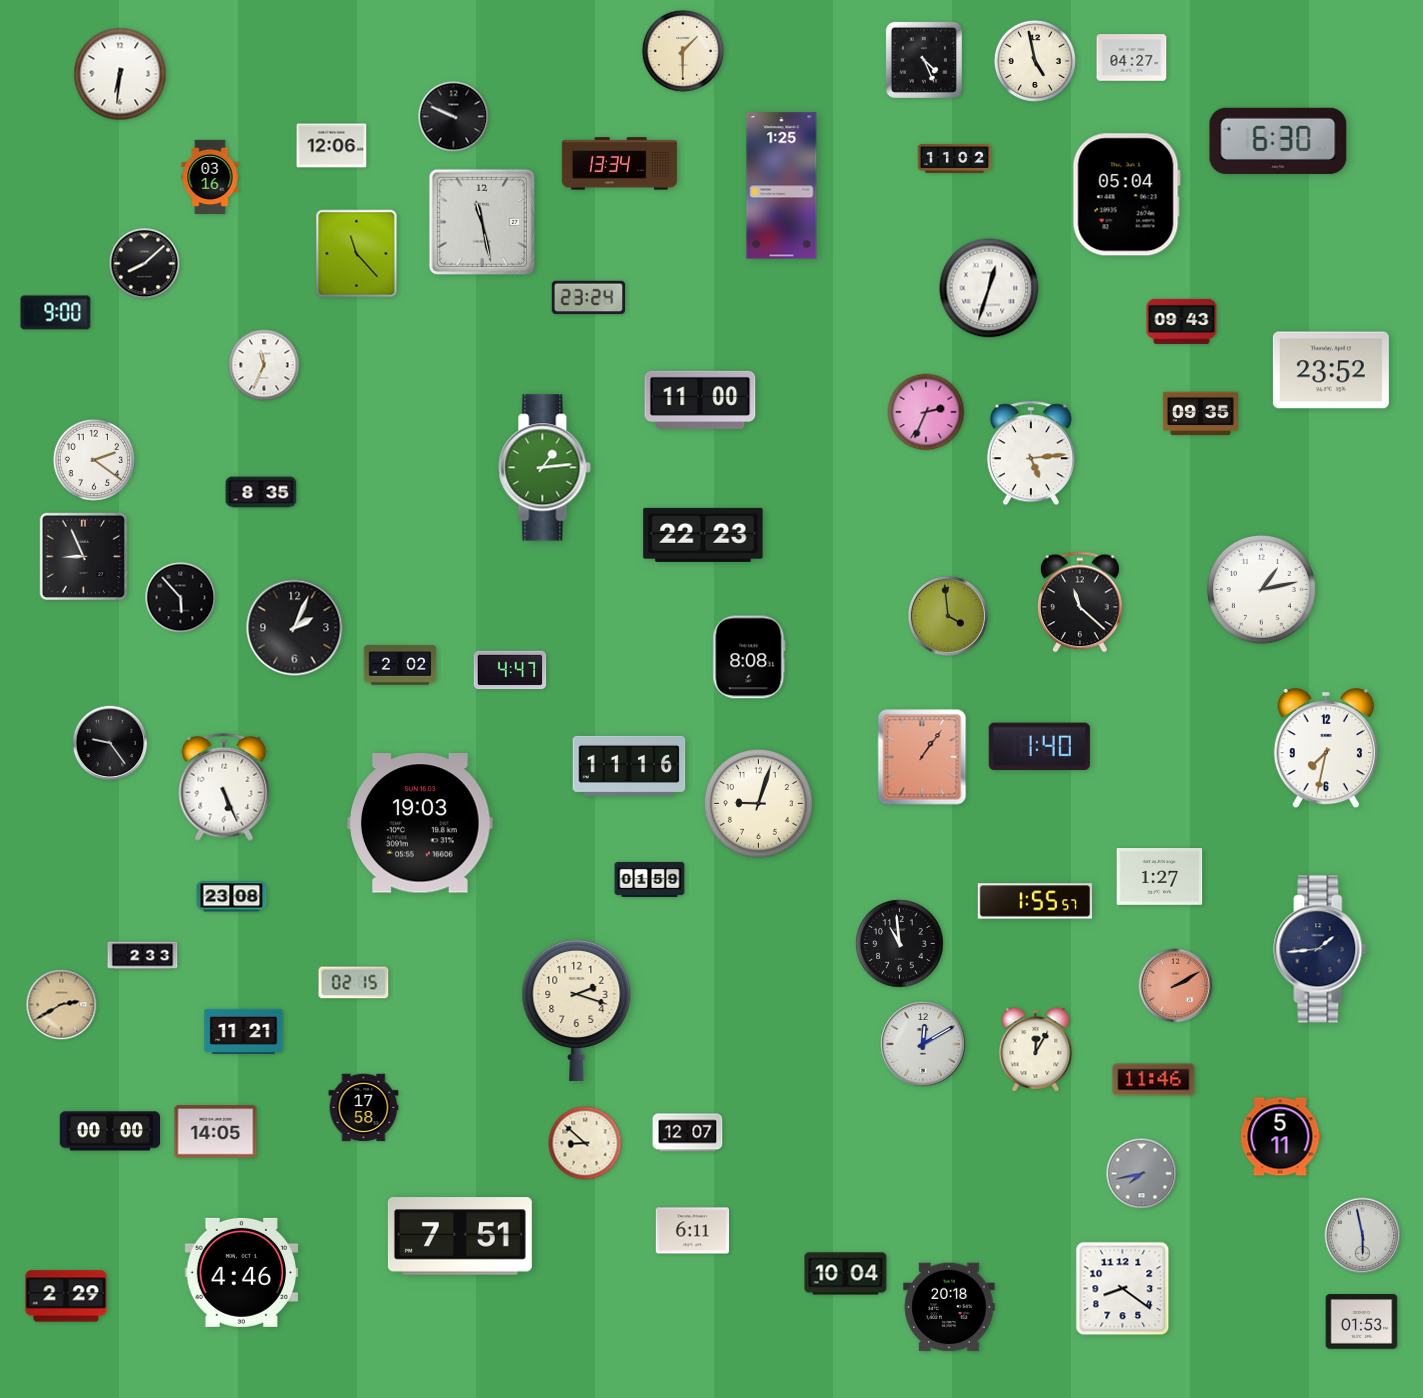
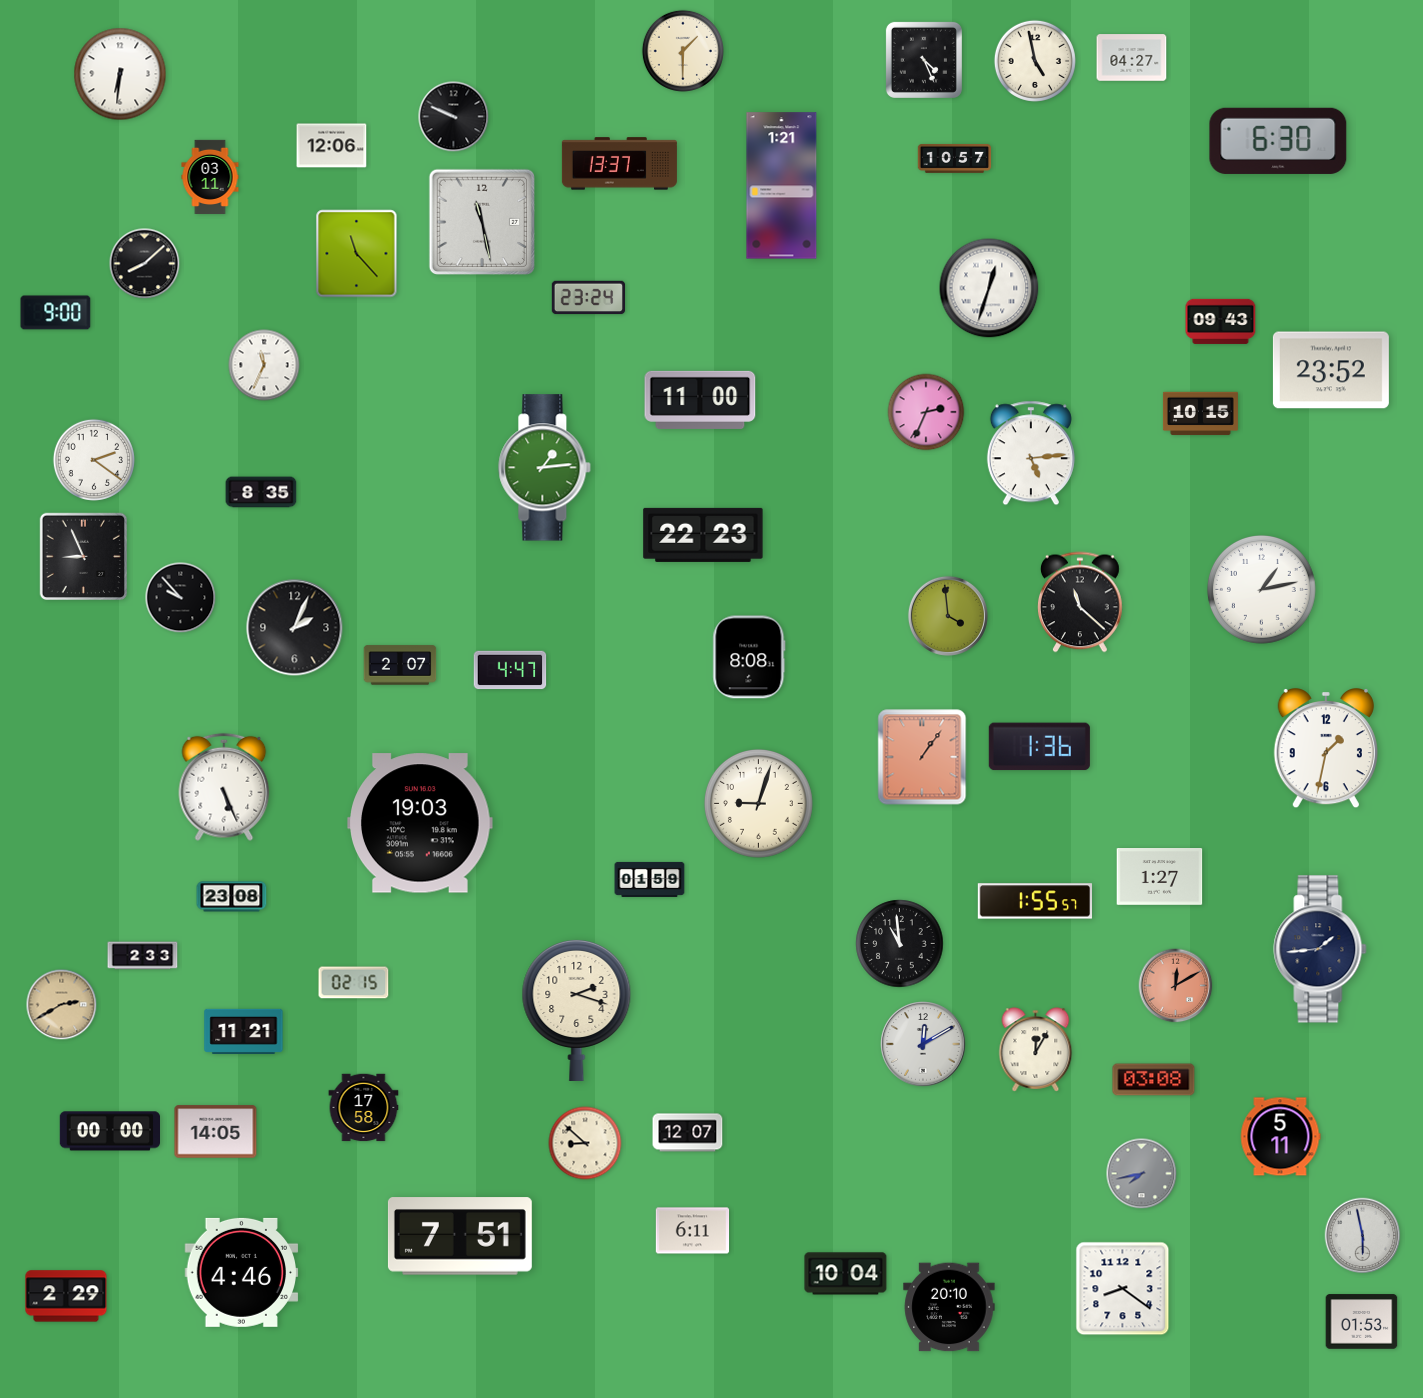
clock at (955, 159): 11:02 -> 10:57
clock at (619, 164): 13:34 -> 13:37
clock at (210, 177): 03:16 -> 03:11
clock at (782, 186): 1:25 -> 1:21
clock at (1126, 195): 05:04 -> none
clock at (1182, 321) position: (1182, 321) -> (1221, 321)
clock at (1200, 414): 09:35 -> 10:15
clock at (181, 598): 5:53 -> 9:53
clock at (400, 665): 2:02 -> 2:07
clock at (110, 743): 9:24 -> none
clock at (1039, 747): 1:40 -> 1:36
clock at (1326, 748): 7:32 -> 1:32
clock at (629, 766): 11:16 -> none
clock at (1176, 986): 2:10 -> 12:10
clock at (1154, 1080): 11:46 -> 03:08
clock at (949, 1307): 20:18 -> 20:10
